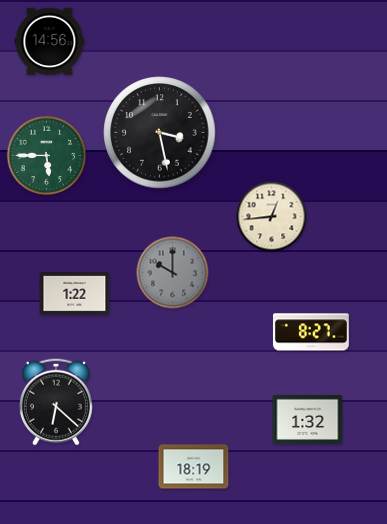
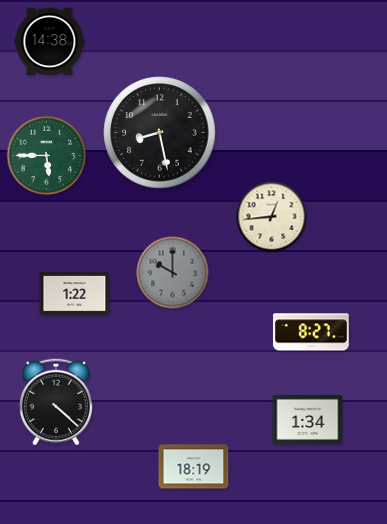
clock at (50, 42): 14:56 -> 14:38
clock at (160, 133): 3:28 -> 8:28
clock at (56, 402): 6:22 -> 4:22
clock at (308, 419): 1:32 -> 1:34
